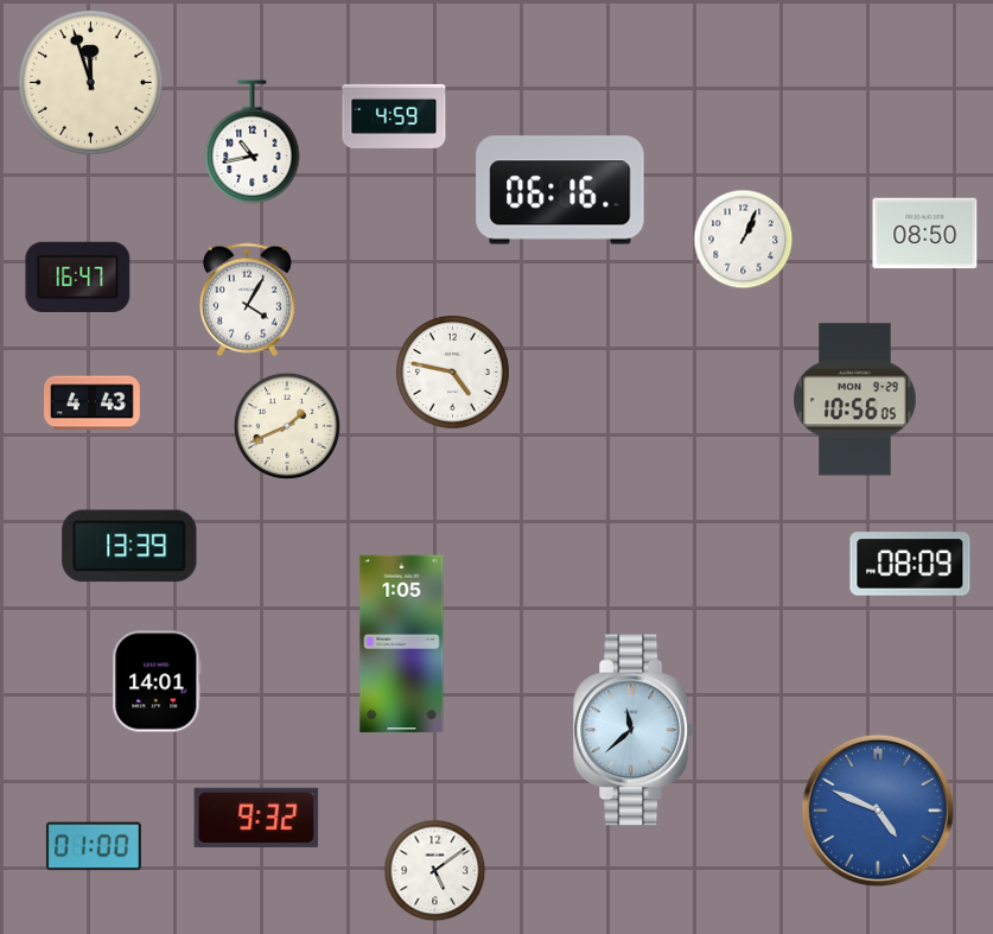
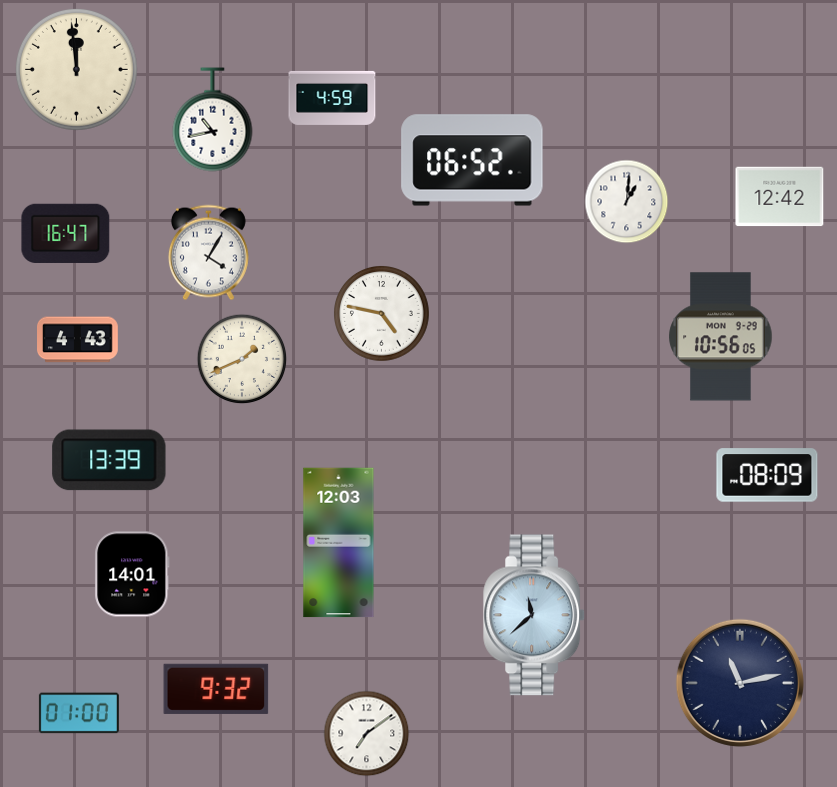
clock at (90, 82): 11:57 -> 11:59
clock at (560, 190): 06:16 -> 06:52
clock at (925, 234): 08:50 -> 12:42
clock at (744, 240): 1:04 -> 1:01
clock at (402, 644): 1:05 -> 12:03
clock at (878, 811): 4:49 -> 11:13
clock at (878, 811) dial: blue -> navy
clock at (435, 871): 5:09 -> 7:09
